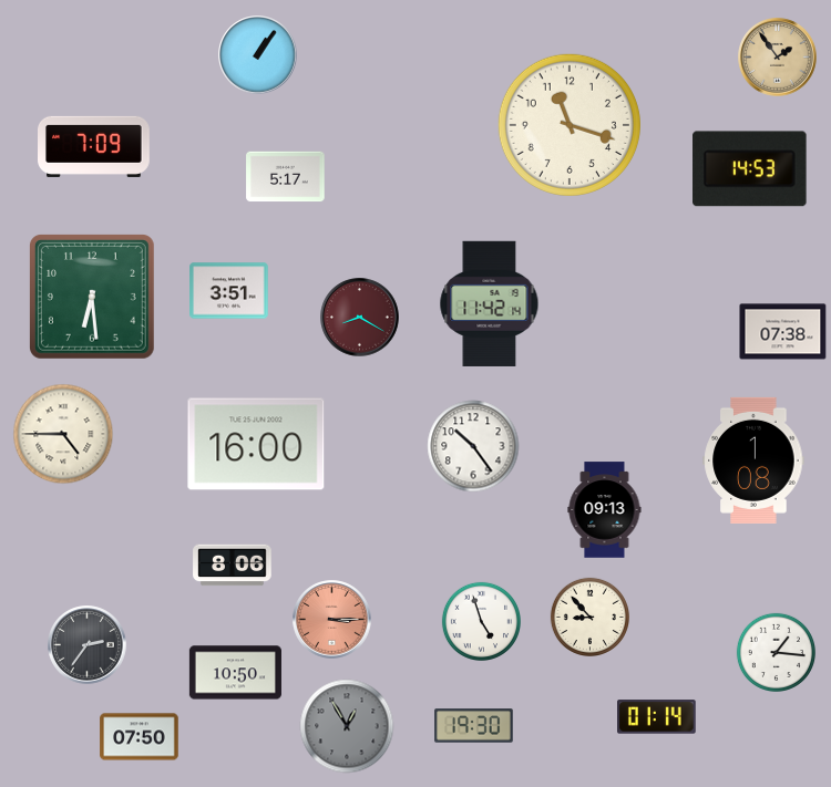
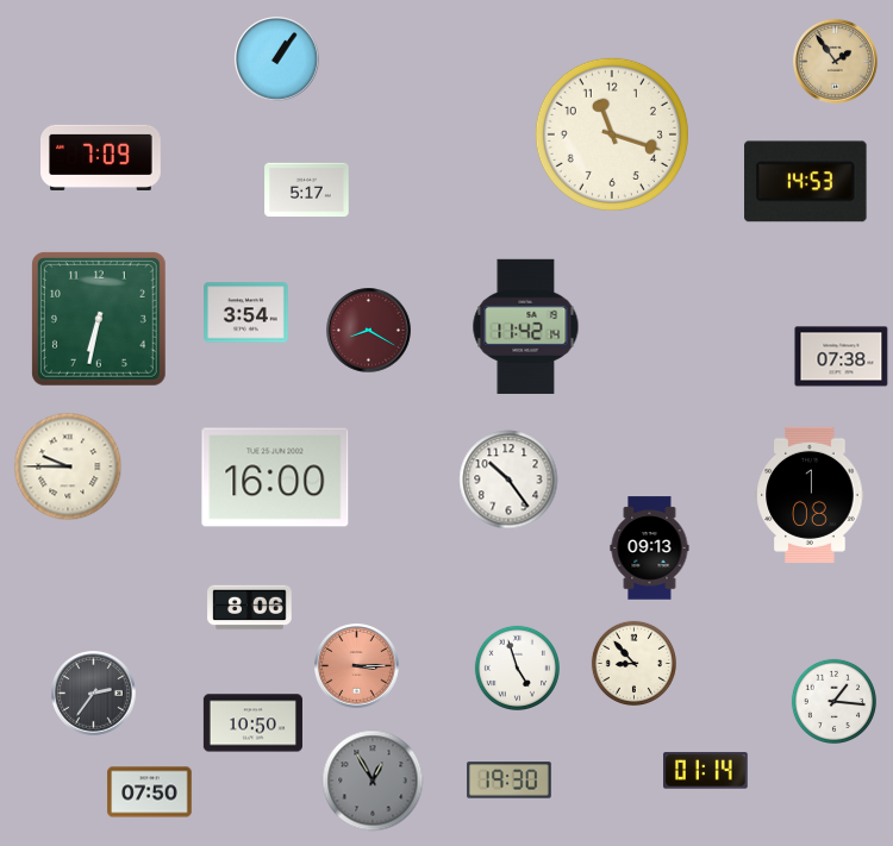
clock at (229, 291): 3:51 -> 3:54
clock at (92, 297): 6:29 -> 6:32
clock at (360, 318) position: (360, 318) -> (369, 331)
clock at (63, 434): 4:45 -> 9:45
